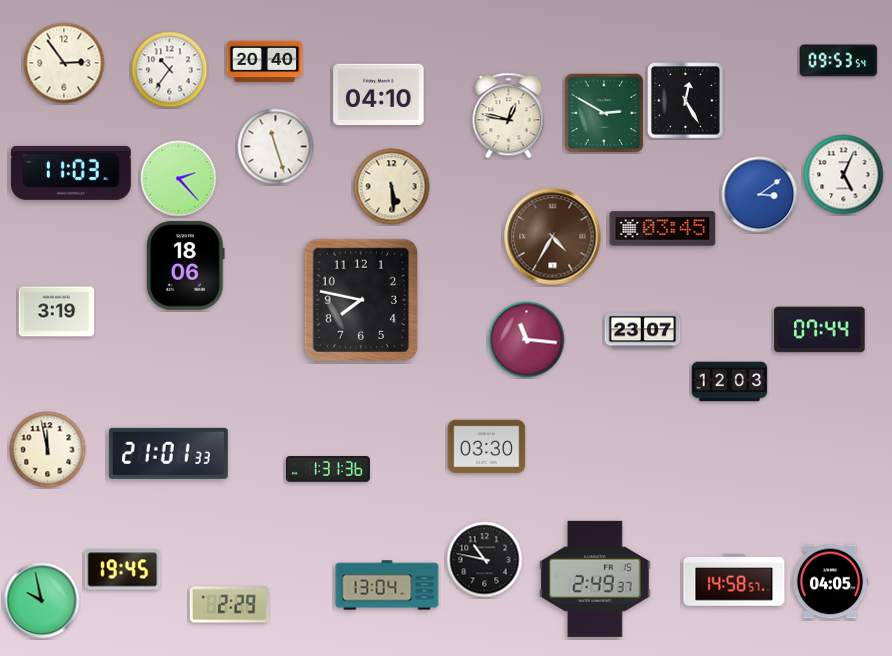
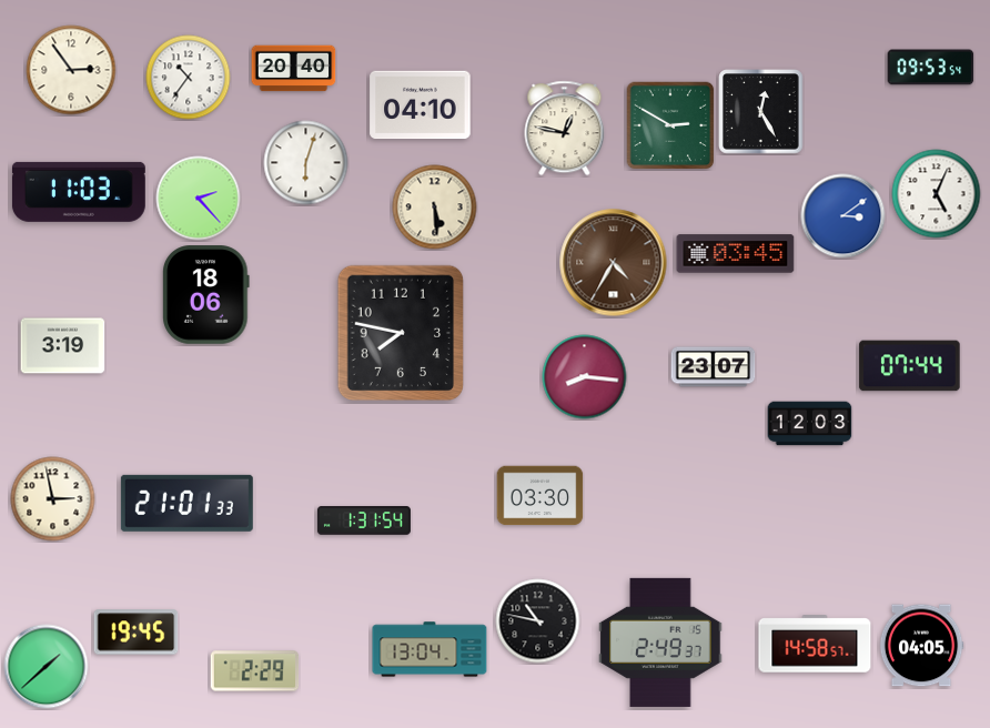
clock at (276, 147): 11:27 -> 6:03
clock at (527, 340): 11:16 -> 8:16
clock at (48, 450): 11:58 -> 2:58
clock at (328, 469): 1:31:36 -> 1:31:54
clock at (42, 601): 9:58 -> 1:38
